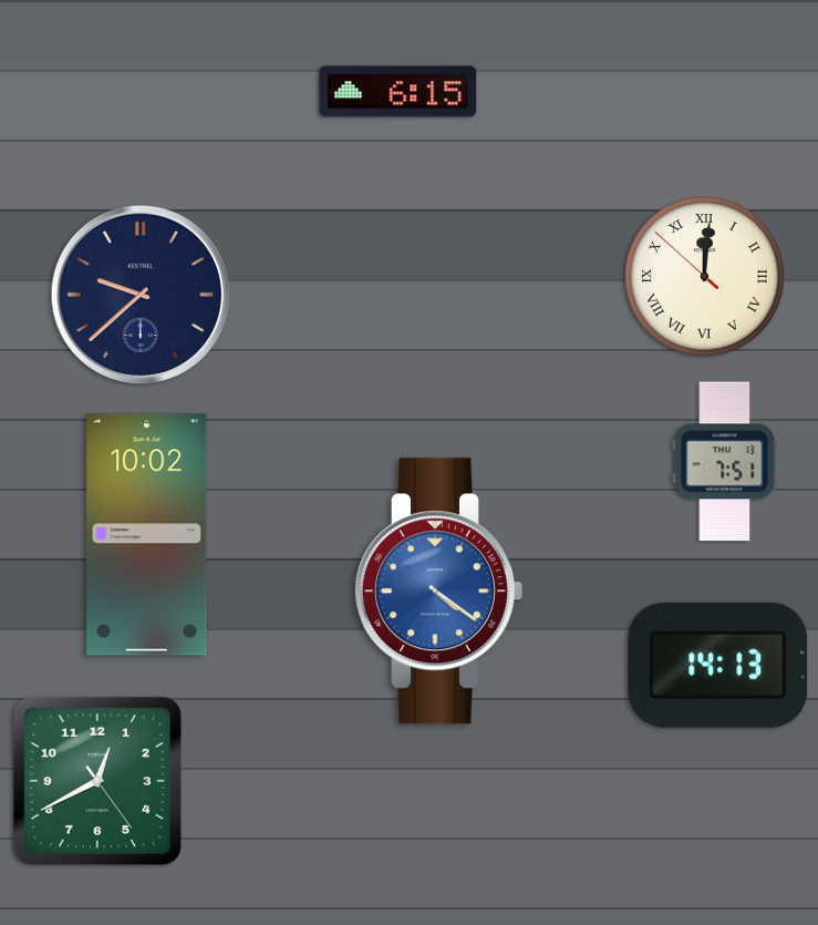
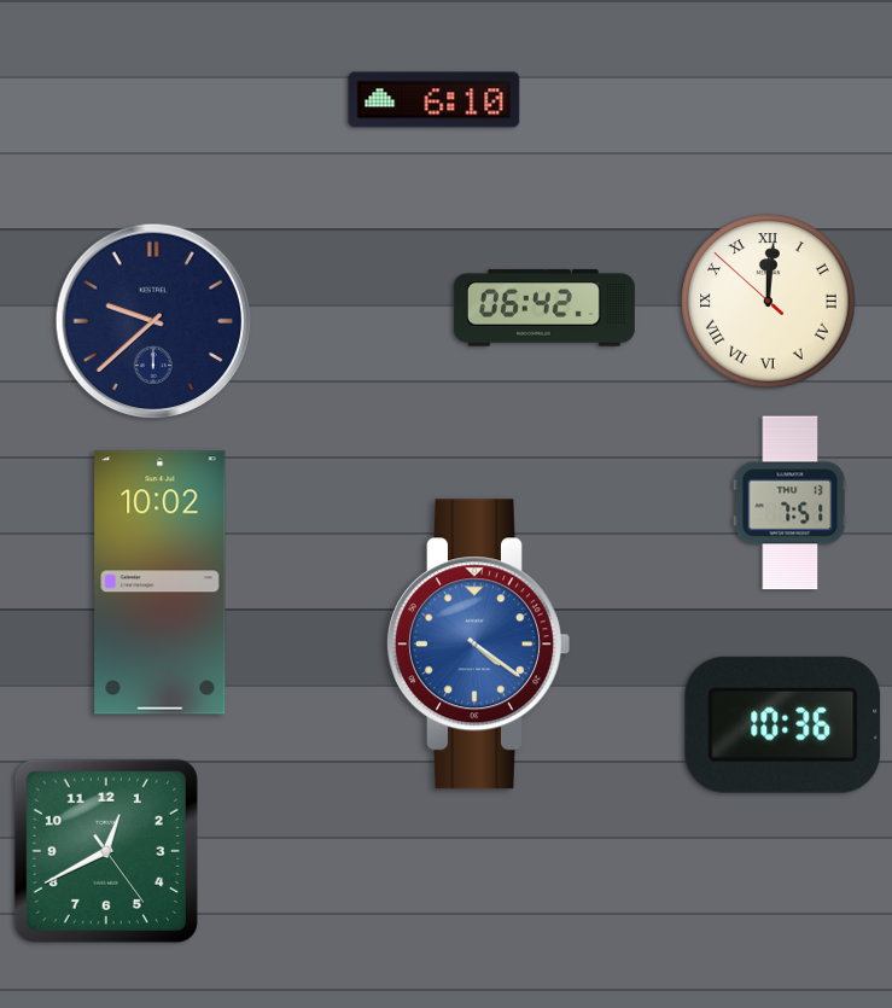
clock at (398, 92): 6:15 -> 6:10
clock at (544, 308): none -> 06:42
clock at (718, 665): 14:13 -> 10:36
